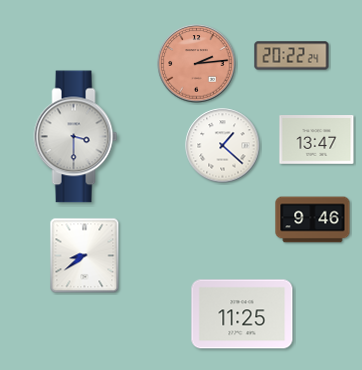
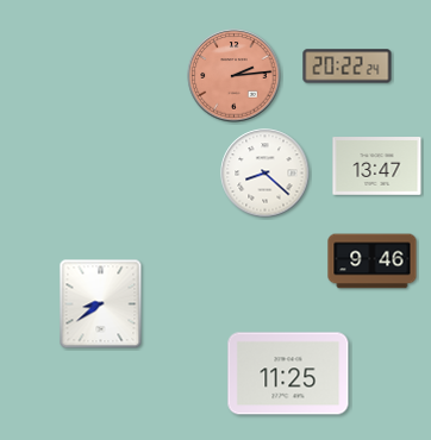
clock at (76, 137): 3:30 -> none
clock at (223, 146): 1:22 -> 8:22
